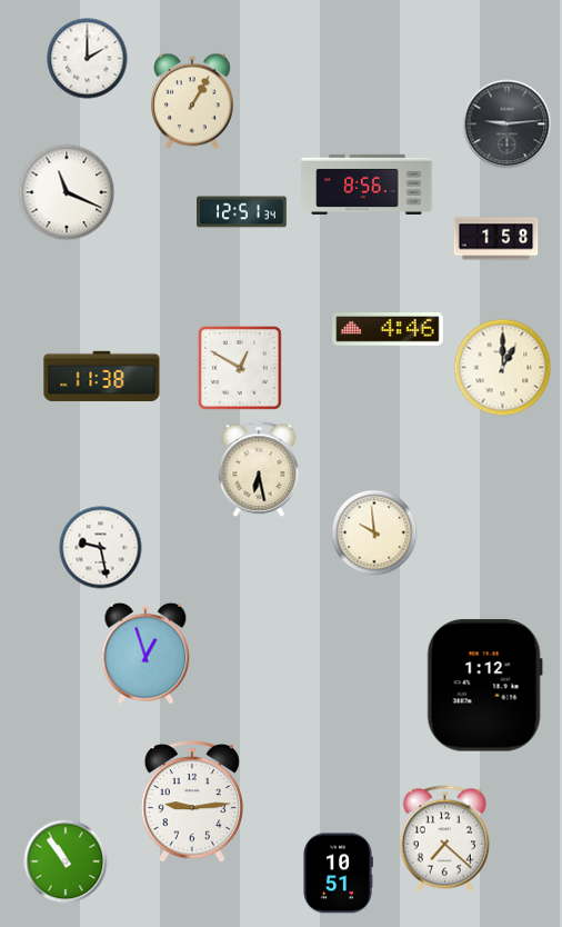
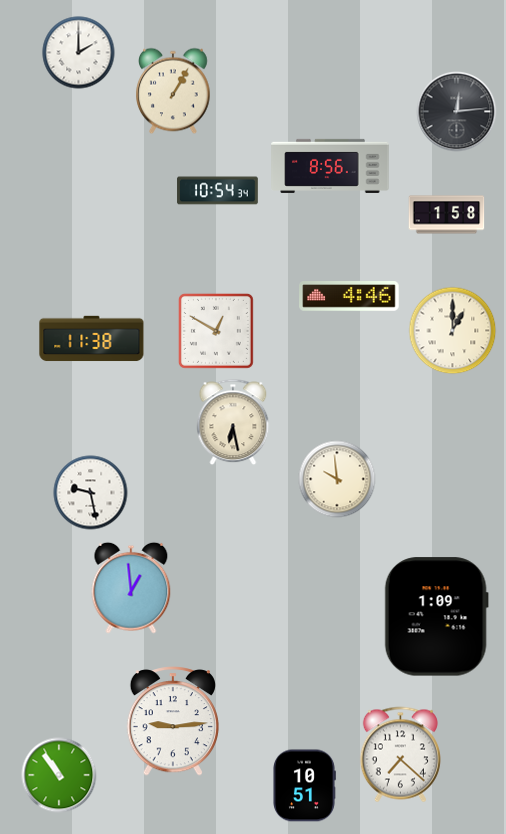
clock at (508, 124): 9:14 -> 12:14
clock at (67, 192): 11:19 -> none
clock at (242, 212): 12:51 -> 10:54
clock at (145, 654): 12:57 -> 12:59
clock at (484, 686): 1:12 -> 1:09
